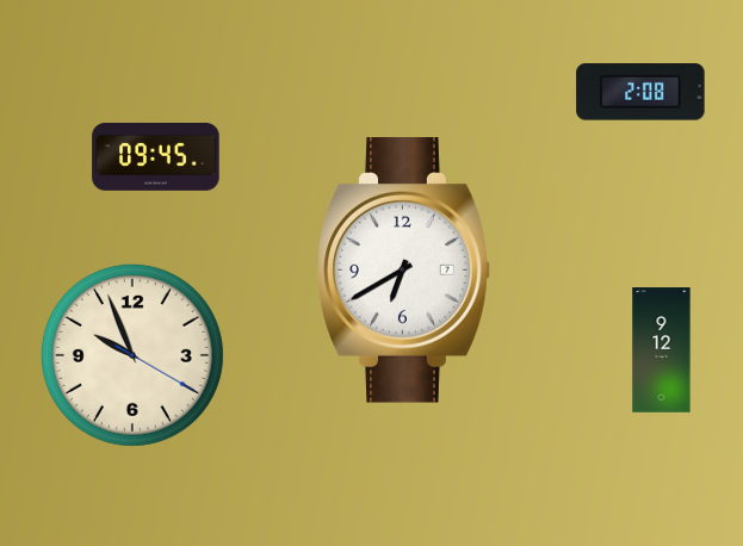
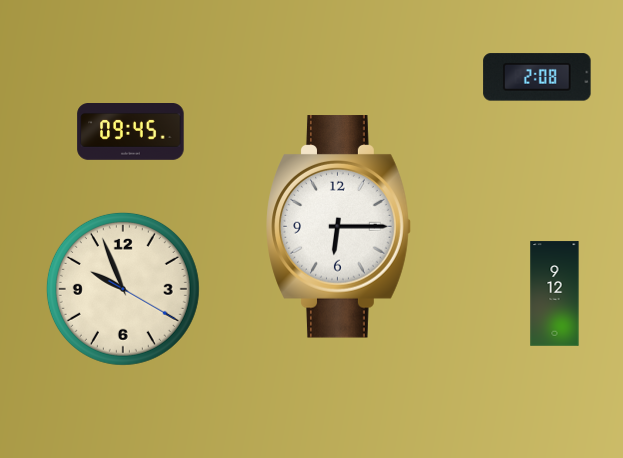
clock at (404, 271): 6:40 -> 6:15
clock at (132, 355) position: (132, 355) -> (123, 289)
